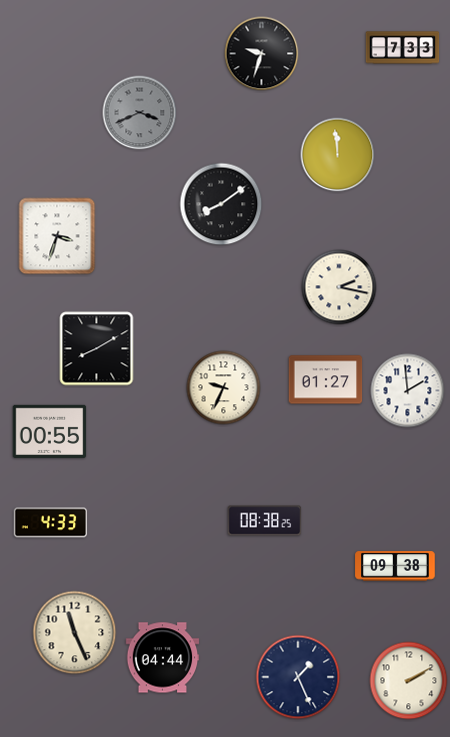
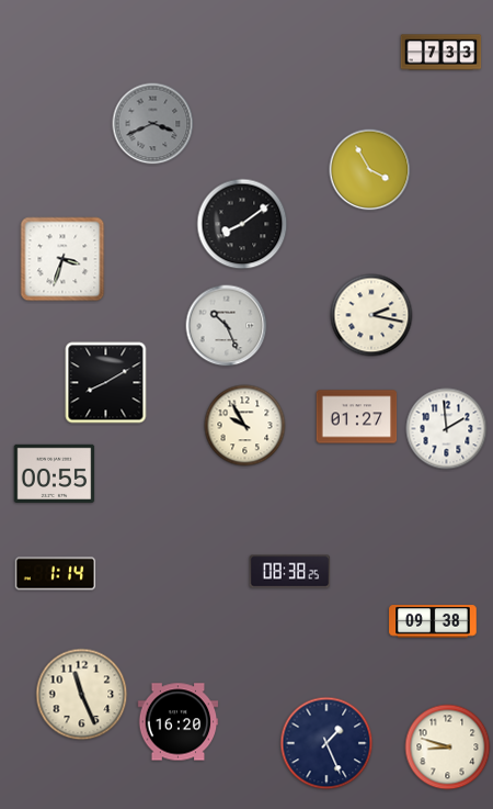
clock at (262, 54): 9:33 -> none
clock at (338, 155): 11:59 -> 3:55
clock at (227, 326): none -> 10:26
clock at (224, 388): 9:34 -> 9:55
clock at (51, 523): 4:33 -> 1:14
clock at (163, 658): 04:44 -> 16:20
clock at (409, 681): 2:10 -> 8:48
